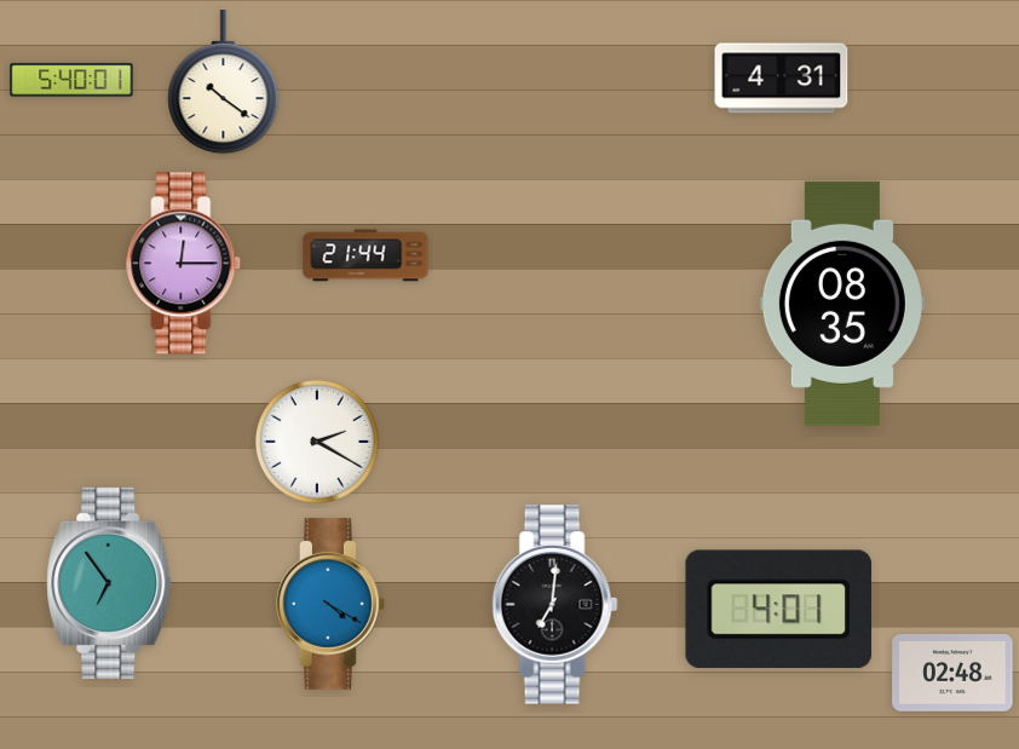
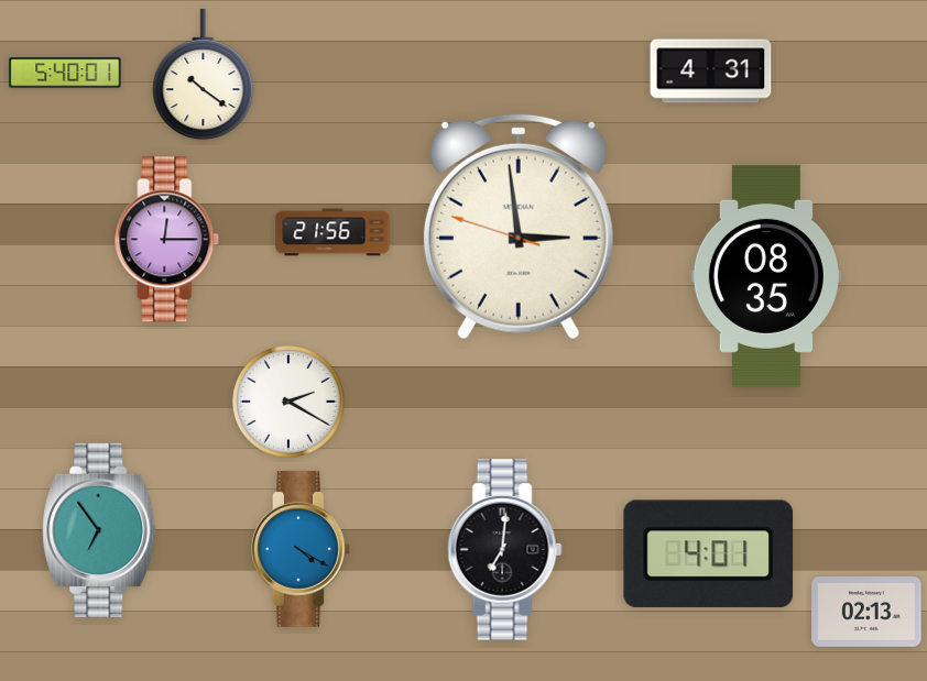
clock at (519, 227): none -> 2:58
clock at (365, 255): 21:44 -> 21:56
clock at (952, 674): 02:48 -> 02:13
